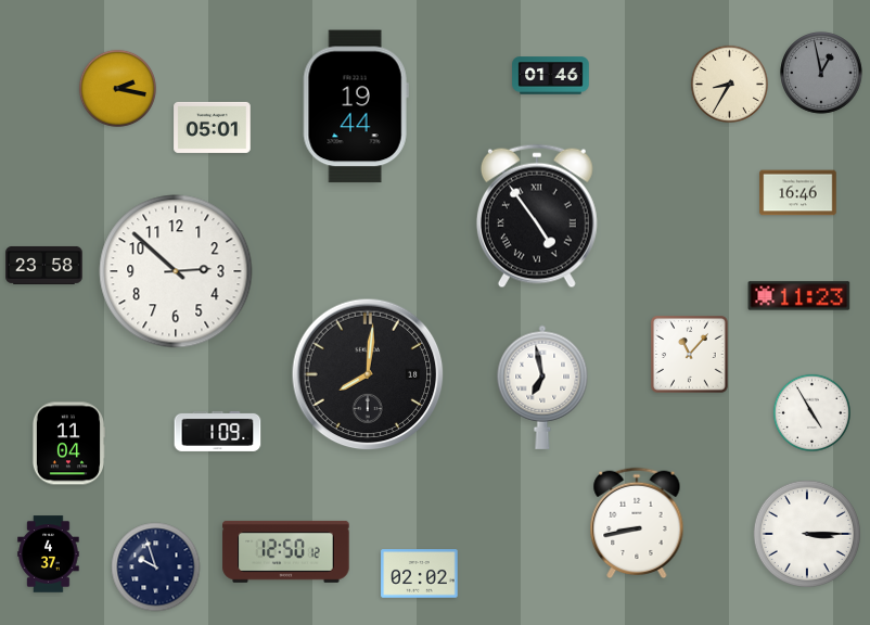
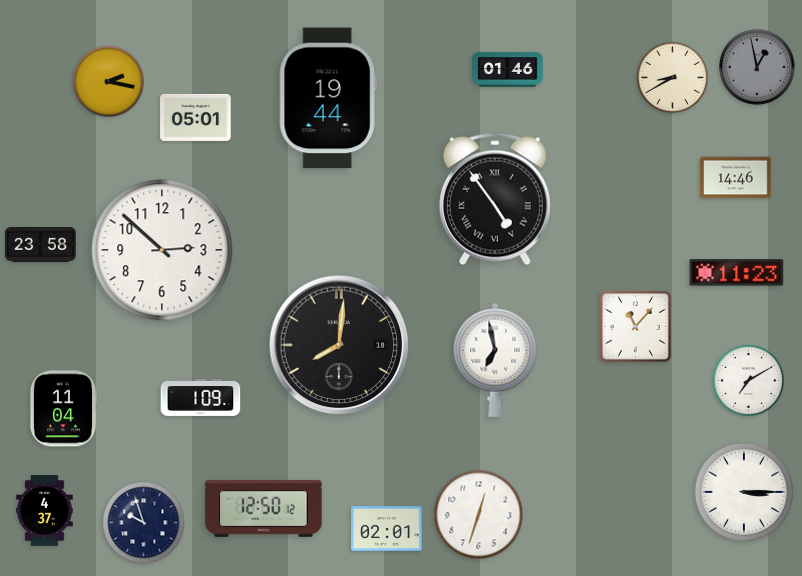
clock at (729, 84): 8:35 -> 8:40
clock at (798, 193): 16:46 -> 14:46
clock at (542, 387) position: (542, 387) -> (495, 360)
clock at (811, 412): 4:55 -> 7:10
clock at (637, 523): 8:43 -> none
clock at (479, 515): none -> 12:33
clock at (420, 574): 02:02 -> 02:01
